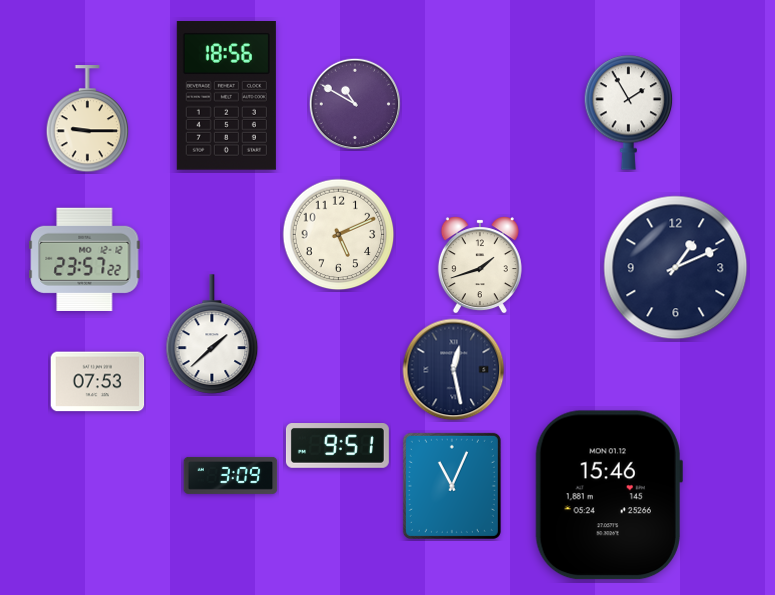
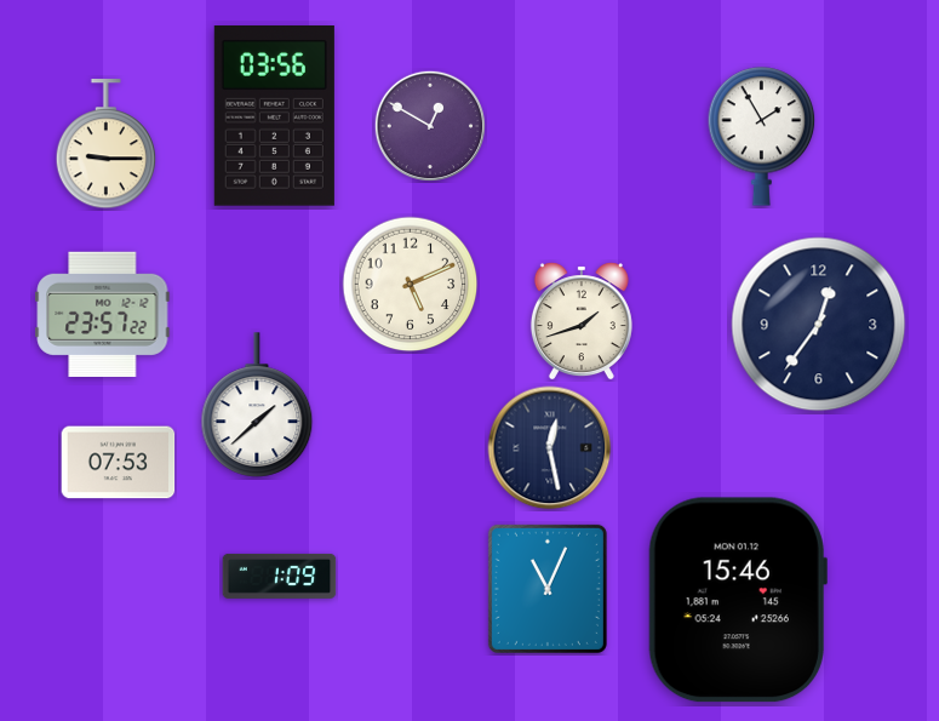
clock at (226, 96): 18:56 -> 03:56
clock at (354, 103): 10:50 -> 12:50
clock at (676, 268): 1:11 -> 12:36
clock at (337, 446): 9:51 -> none
clock at (231, 475): 3:09 -> 1:09
